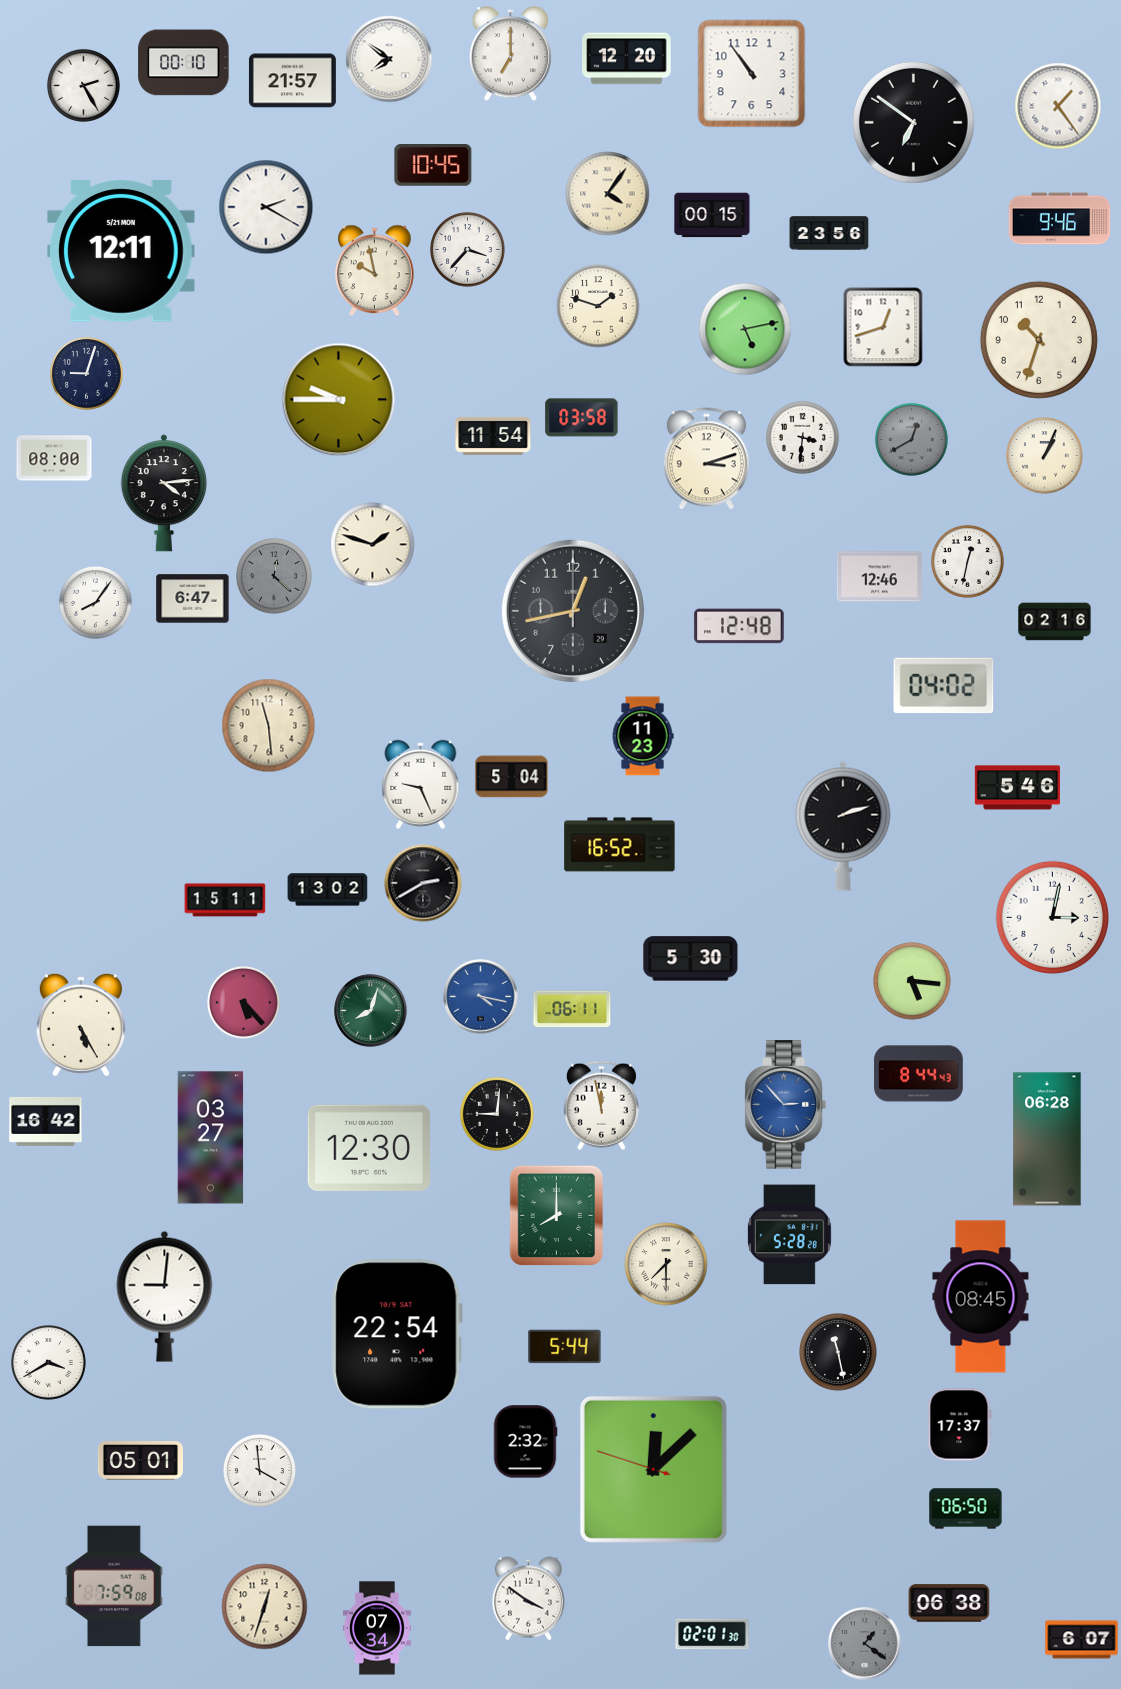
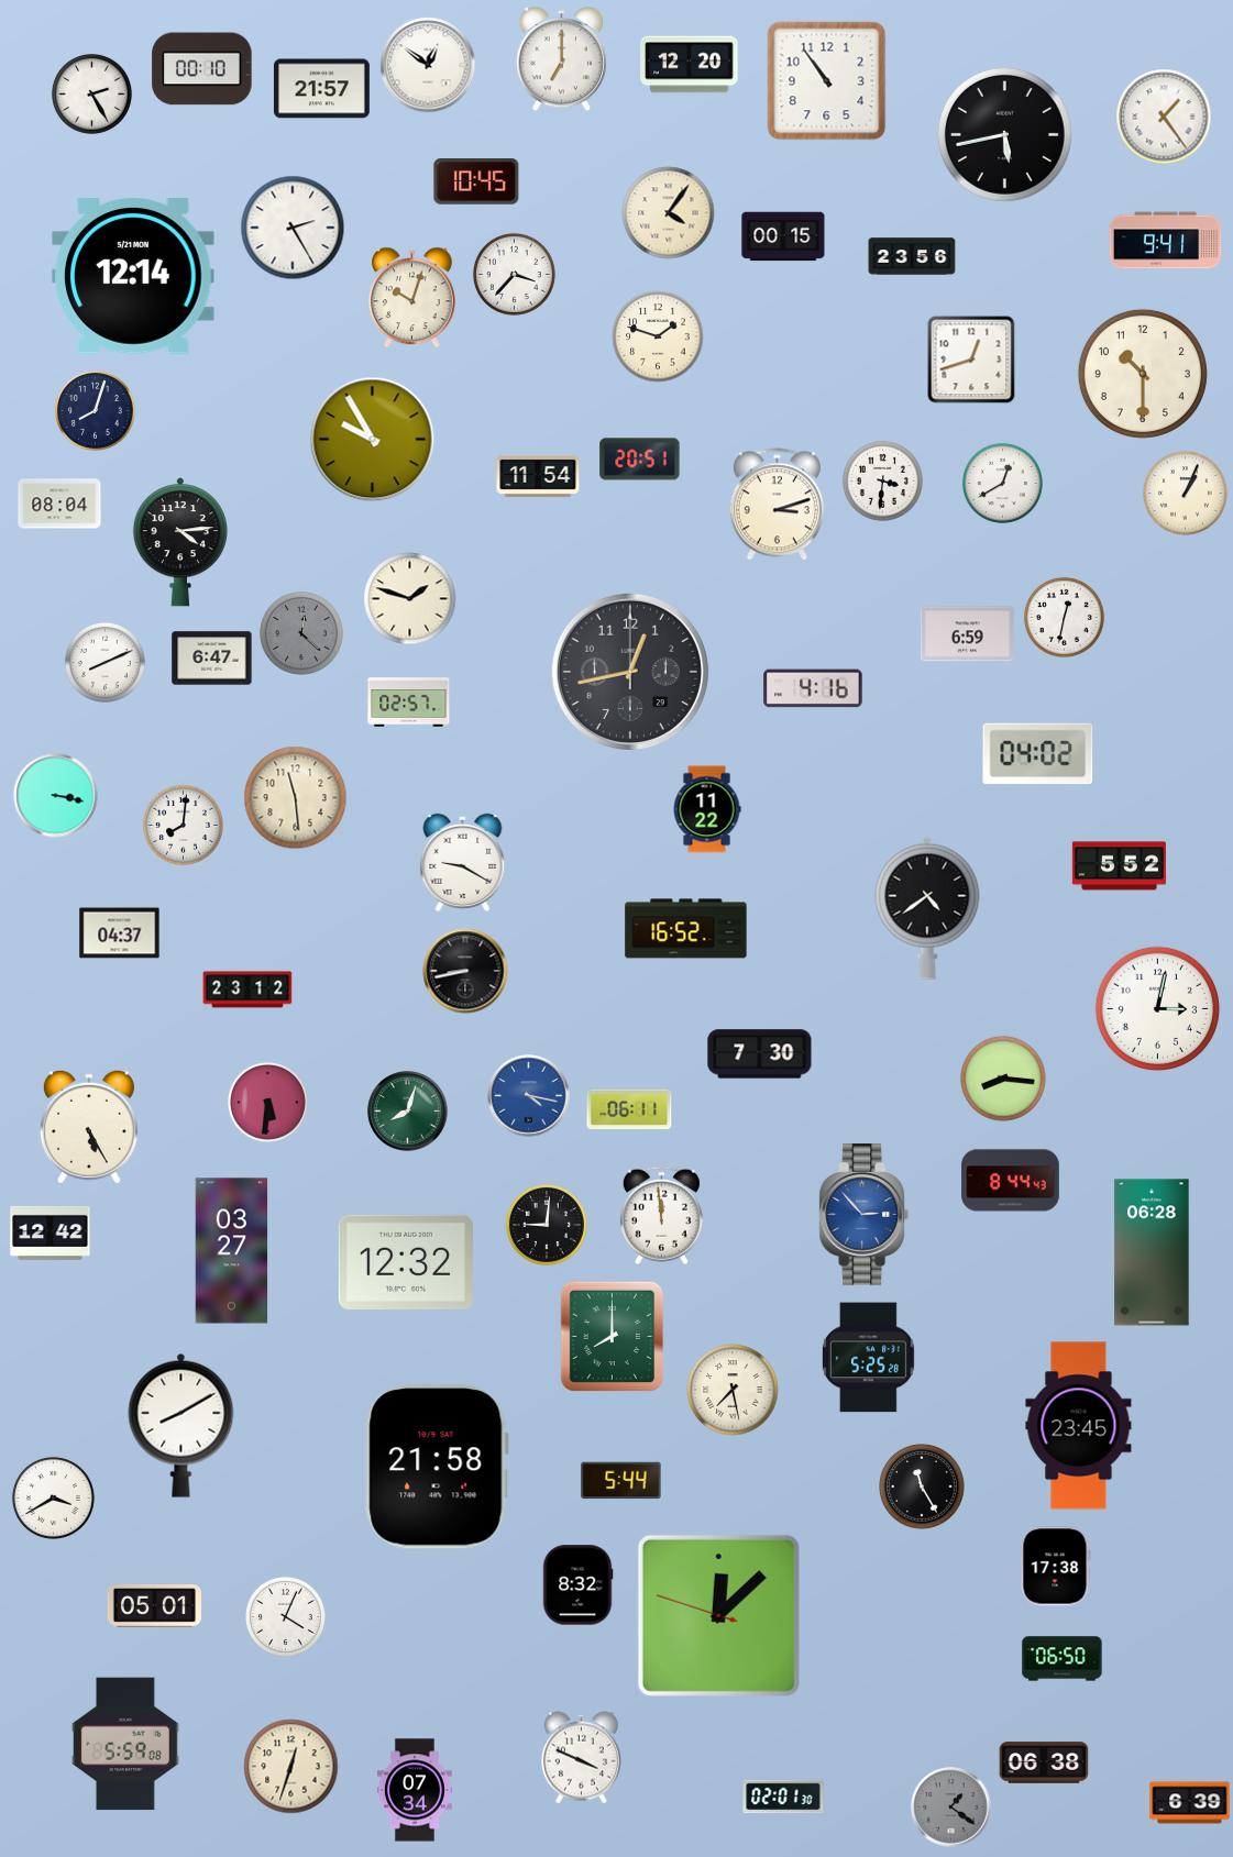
clock at (389, 59): 7:51 -> 12:51
clock at (913, 122): 6:51 -> 5:43
clock at (266, 207): 2:20 -> 2:25
clock at (1060, 219): 9:46 -> 9:41
clock at (121, 252): 12:11 -> 12:14
clock at (375, 271): 9:58 -> 10:03
clock at (745, 329): 5:13 -> none
clock at (1039, 340): 10:33 -> 10:30
clock at (86, 373): 9:03 -> 8:03
clock at (339, 400): 9:45 -> 9:55
clock at (582, 418): 03:58 -> 20:51
clock at (493, 436) position: (493, 436) -> (538, 476)
clock at (911, 439) dial: grey -> white
clock at (1045, 456) position: (1045, 456) -> (1186, 494)
clock at (54, 458): 08:00 -> 08:04
clock at (879, 577): 12:46 -> 6:59
clock at (95, 602): 8:06 -> 8:11
clock at (1055, 622): 02:16 -> none
clock at (739, 626): 12:48 -> 4:16
clock at (409, 703): none -> 02:57
clock at (56, 796): none -> 3:17
clock at (643, 736): 11:23 -> 11:22
clock at (183, 825): none -> 8:01
clock at (512, 777): 5:04 -> none
clock at (421, 784): 9:26 -> 9:20
clock at (1017, 788): 5:46 -> 5:52
clock at (843, 826): 2:12 -> 4:39
clock at (620, 845) position: (620, 845) -> (686, 929)
clock at (120, 933): none -> 04:37
clock at (423, 883): 2:40 -> 8:43
clock at (328, 890): 13:02 -> none
clock at (225, 900): 15:11 -> 23:12
clock at (691, 959): 5:30 -> 7:30
clock at (912, 981): 5:16 -> 8:16
clock at (243, 1002): 5:23 -> 5:31
clock at (601, 1106): 11:58 -> 11:59
clock at (46, 1121): 16:42 -> 12:42
clock at (369, 1148): 12:30 -> 12:32
clock at (789, 1235): 5:28 -> 5:25
clock at (666, 1264): 7:30 -> 7:28
clock at (165, 1296): 9:01 -> 8:10
clock at (981, 1297): 08:45 -> 23:45
clock at (397, 1334): 22:54 -> 21:58
clock at (838, 1352): 11:28 -> 11:25
clock at (960, 1425): 17:37 -> 17:38
clock at (525, 1442): 2:32 -> 8:32
clock at (259, 1470): 3:59 -> 4:04
clock at (114, 1586): 7:59 -> 5:59
clock at (528, 1599): 3:51 -> 3:49
clock at (1082, 1640): 6:07 -> 6:39
